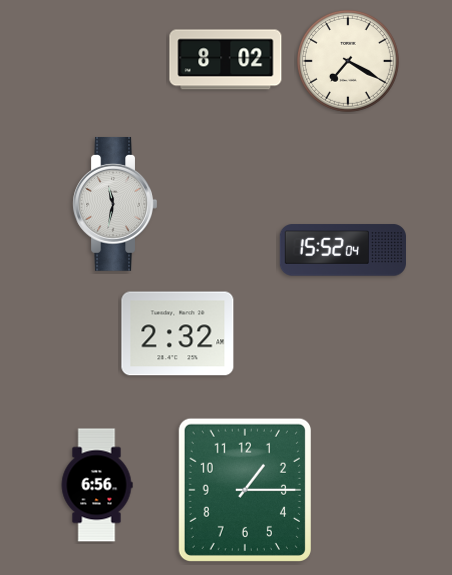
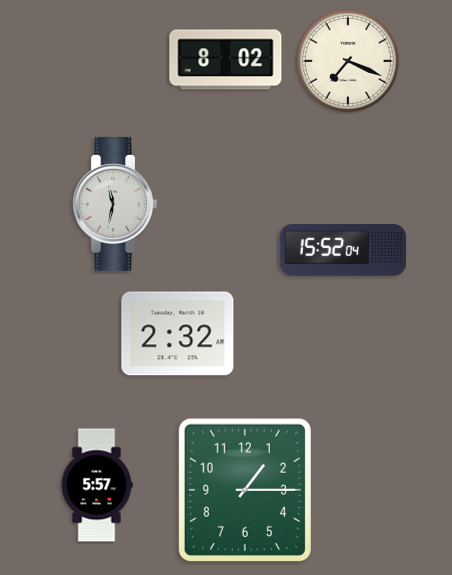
clock at (348, 61): 7:20 -> 7:19
clock at (97, 485): 6:56 -> 5:57
